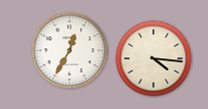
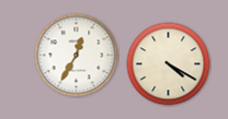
clock at (154, 59): 4:16 -> 4:20
